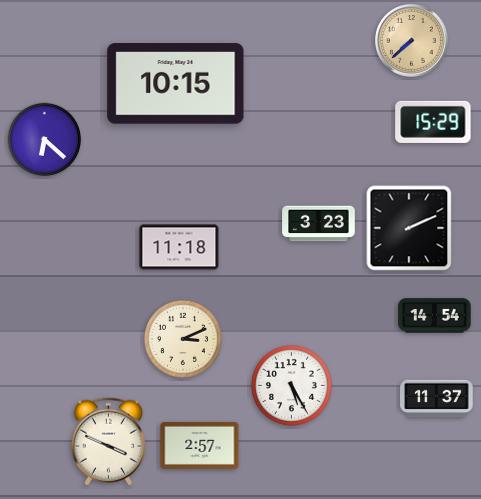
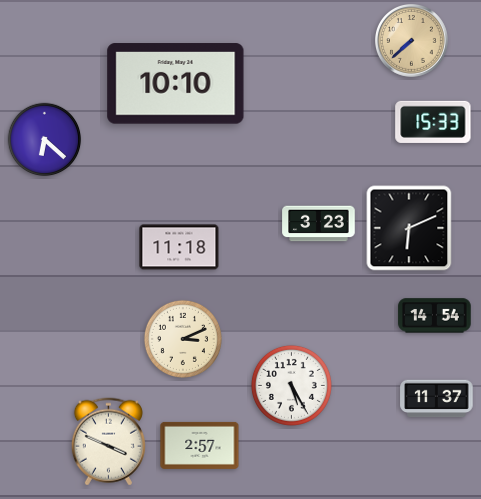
clock at (176, 84): 10:15 -> 10:10
clock at (433, 122): 15:29 -> 15:33
clock at (409, 228): 2:11 -> 6:11
